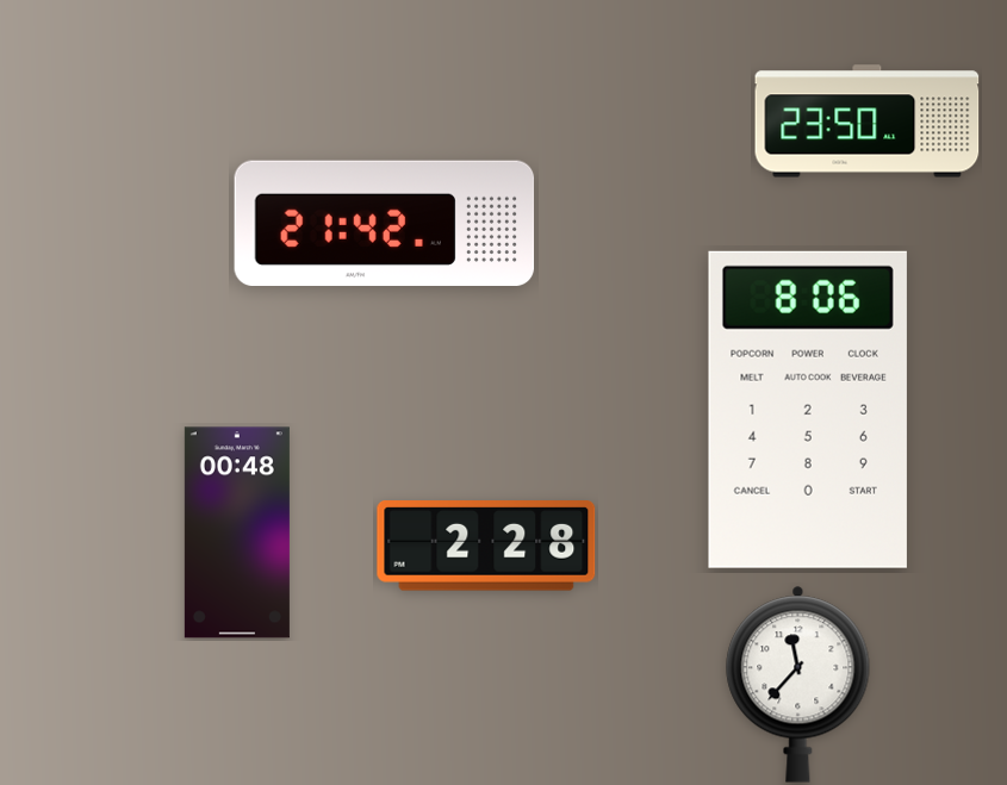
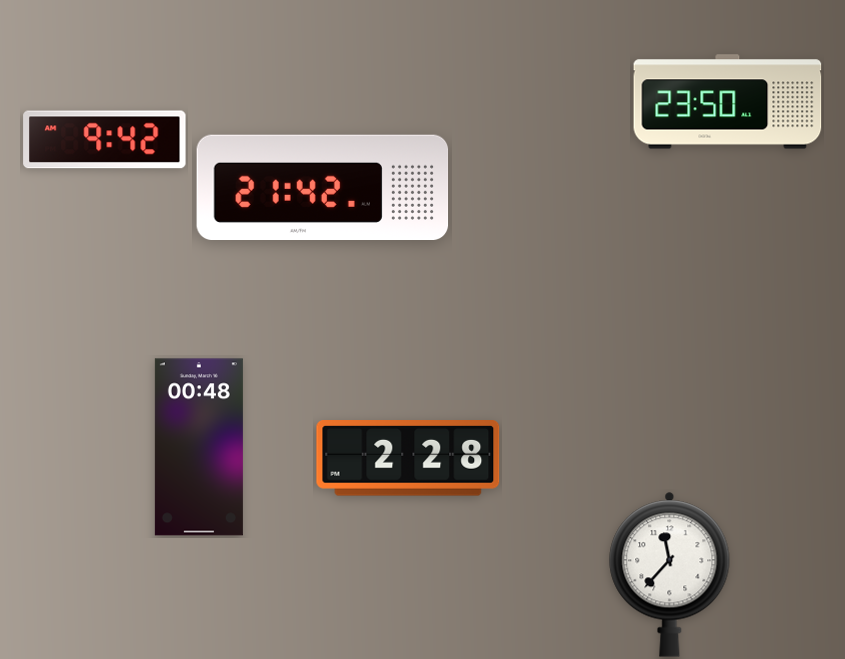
clock at (105, 140): none -> 9:42
clock at (808, 410): 8:06 -> none
